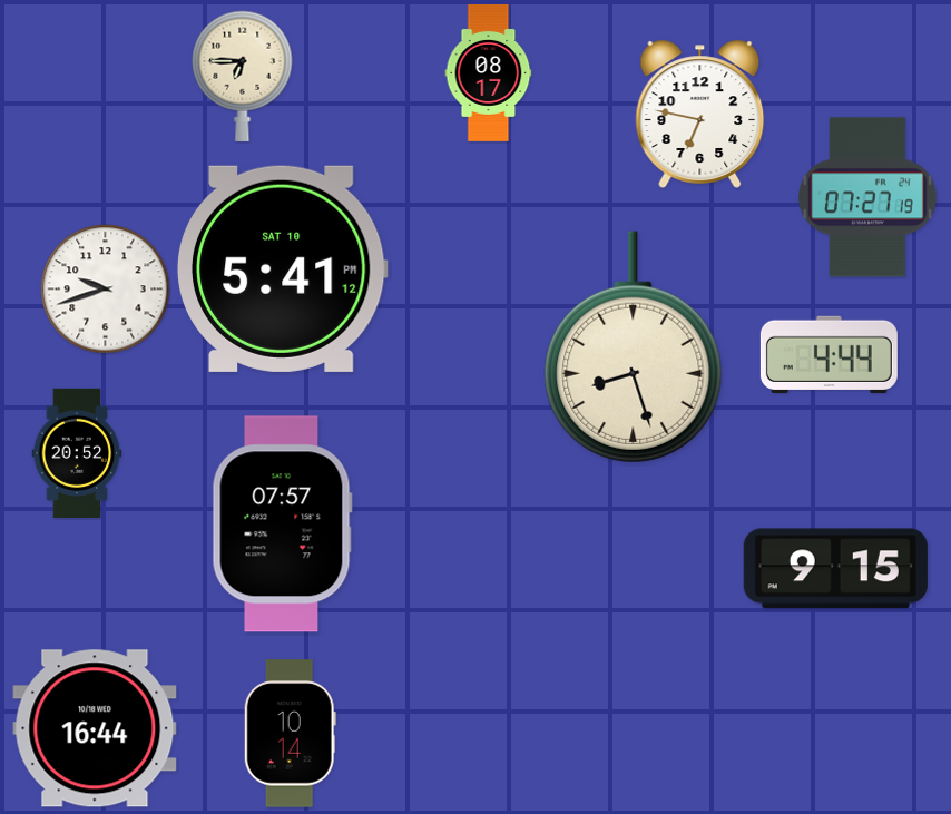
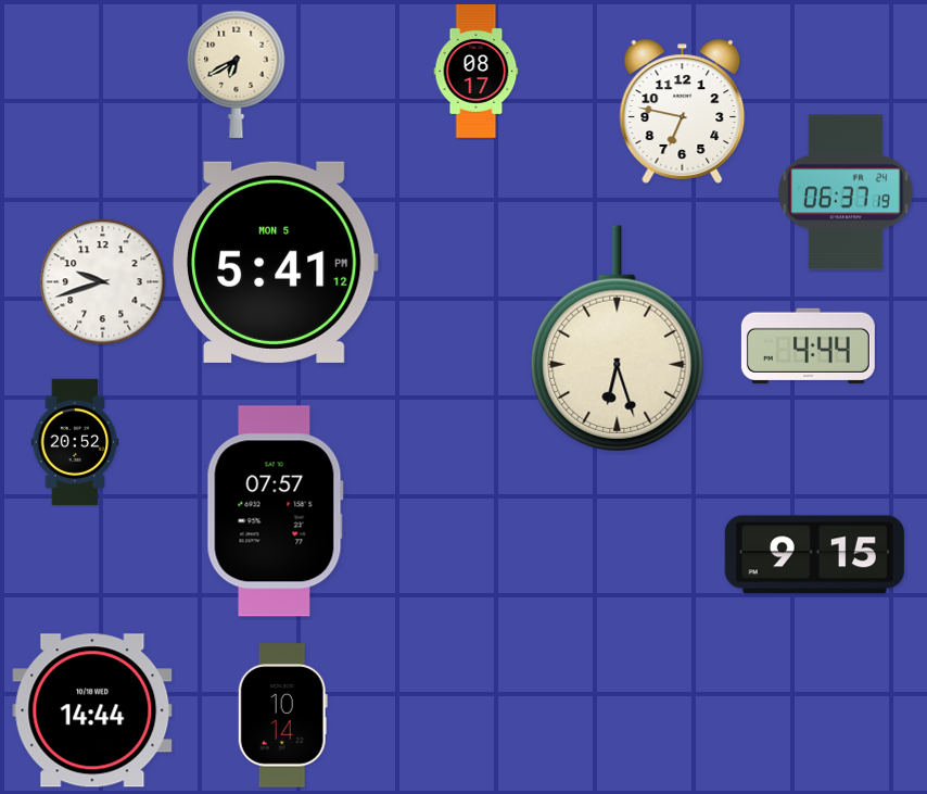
clock at (243, 76): 6:45 -> 6:40
clock at (867, 197): 07:27 -> 06:37
clock at (282, 268) date: SAT 10 -> MON 5
clock at (634, 347): 8:27 -> 6:27
clock at (95, 728): 16:44 -> 14:44
